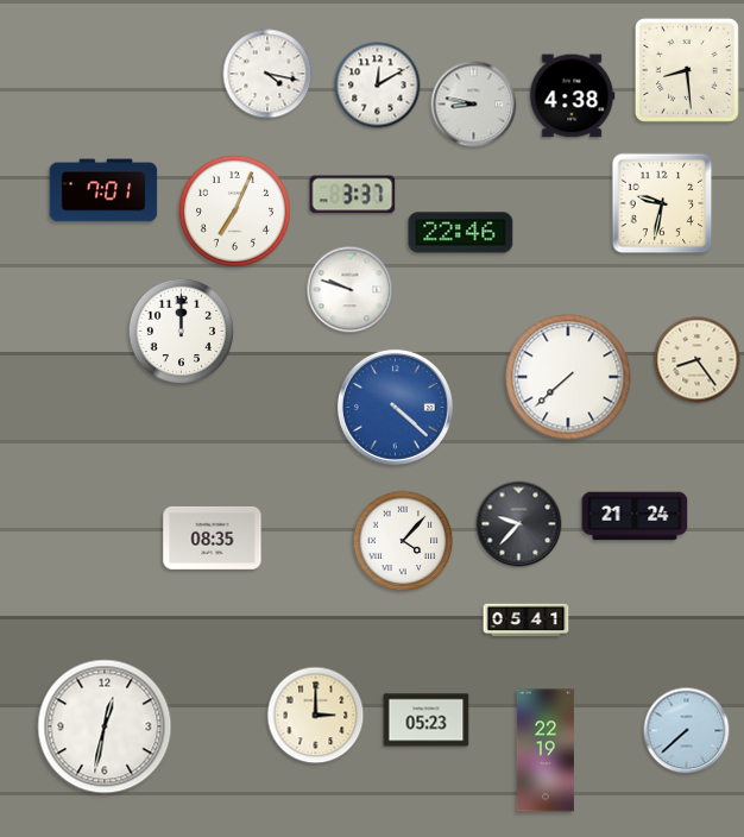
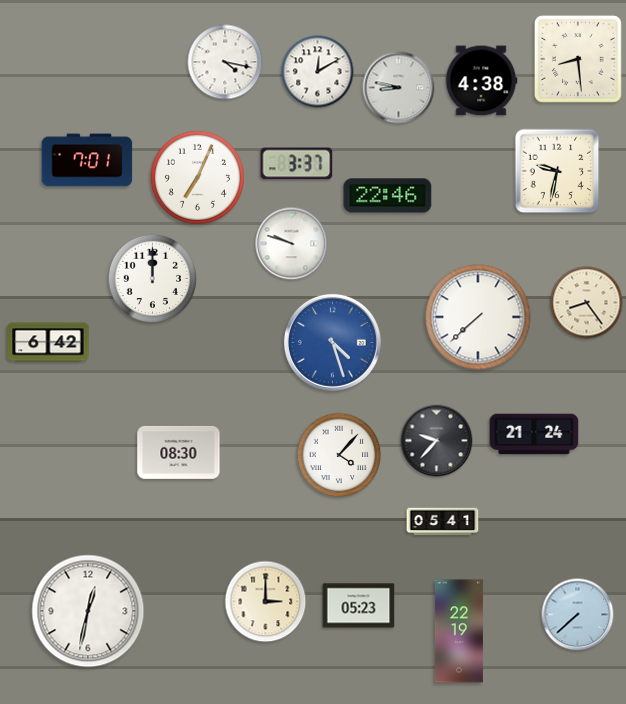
clock at (351, 290) position: (351, 290) -> (292, 244)
clock at (48, 342): none -> 6:42
clock at (395, 407): 4:22 -> 4:27
clock at (213, 537): 08:35 -> 08:30
